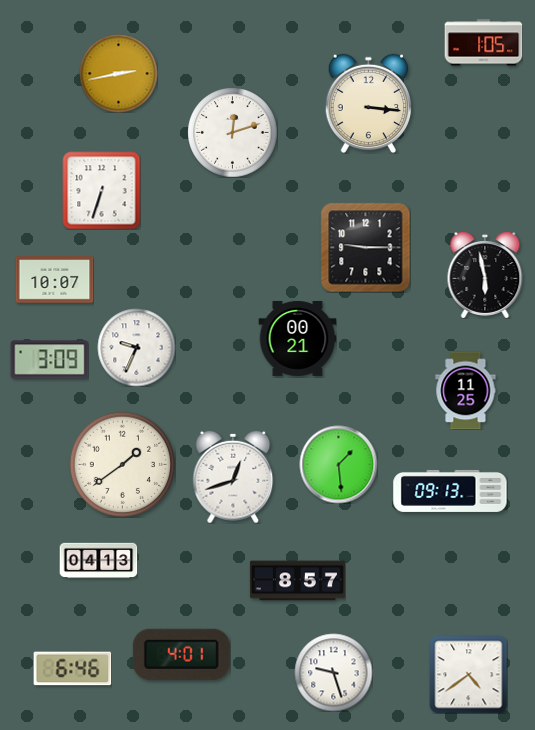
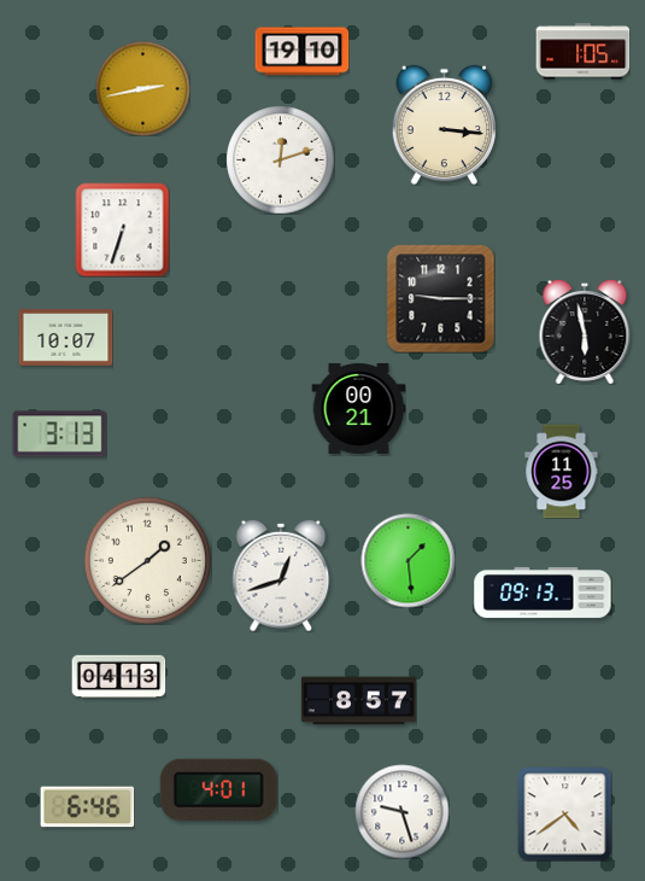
clock at (301, 52): none -> 19:10
clock at (136, 347): 9:34 -> none
clock at (49, 360): 3:09 -> 3:13
